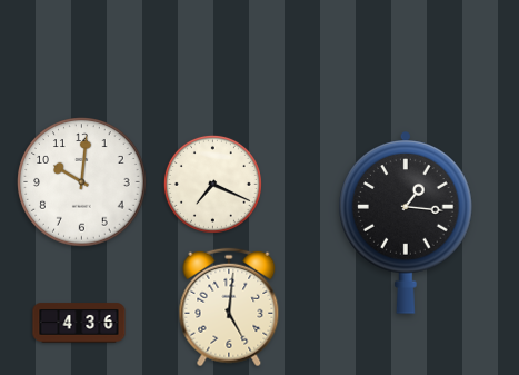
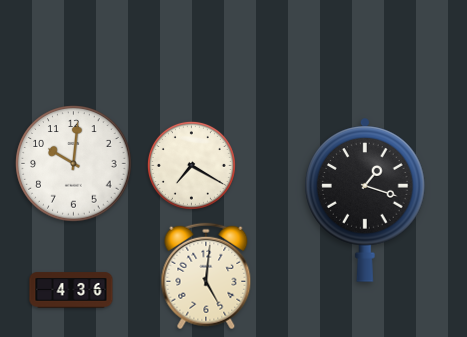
clock at (212, 184): 7:19 -> 7:20
clock at (406, 223): 1:16 -> 1:18
